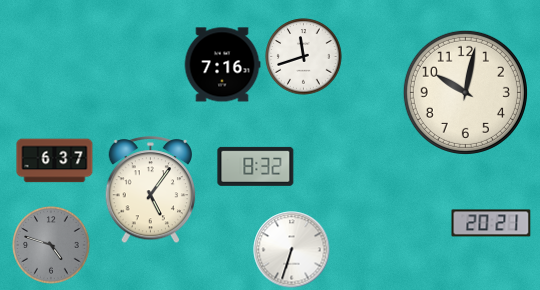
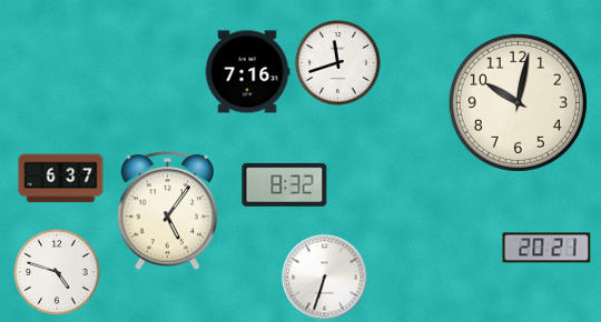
clock at (51, 245) dial: grey -> white
